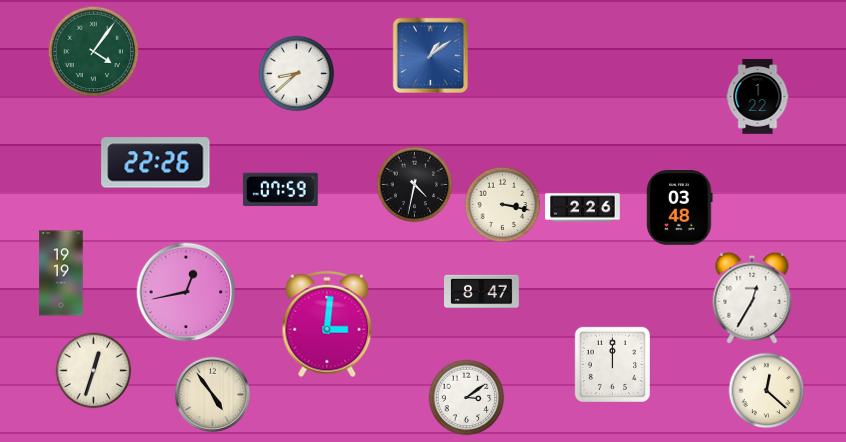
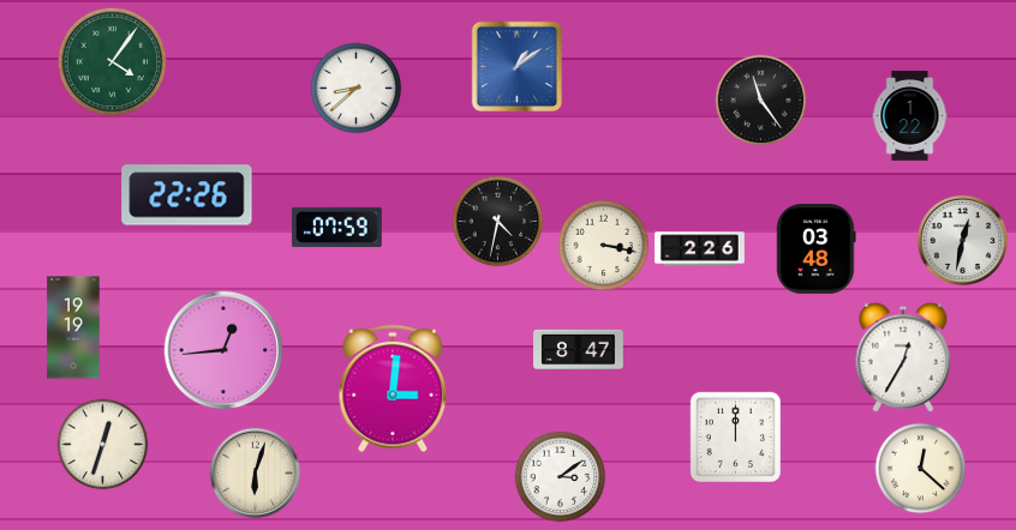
clock at (761, 101): none -> 11:24
clock at (962, 240): none -> 12:32
clock at (186, 292): 12:43 -> 12:44
clock at (94, 371) position: (94, 371) -> (103, 445)
clock at (212, 394): 4:54 -> 6:03
